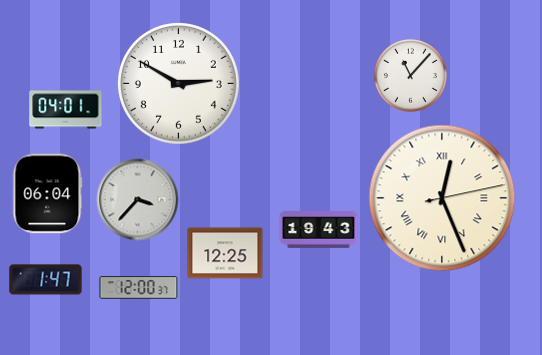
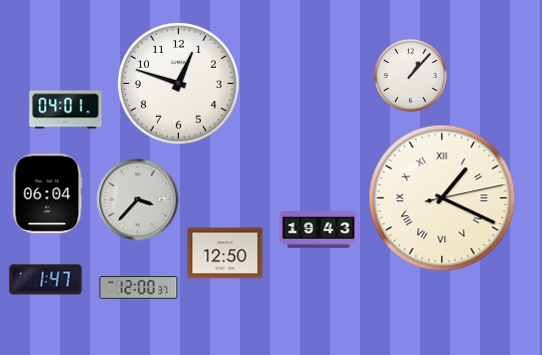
clock at (410, 75): 11:07 -> 1:07
clock at (178, 83): 2:50 -> 12:48
clock at (442, 198): 12:26 -> 1:19
clock at (225, 253): 12:25 -> 12:50
